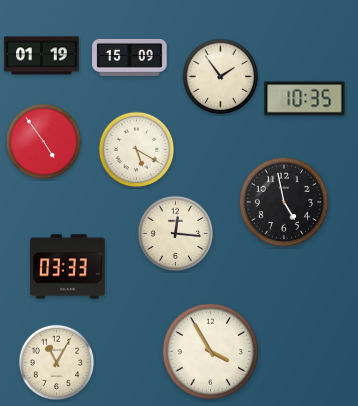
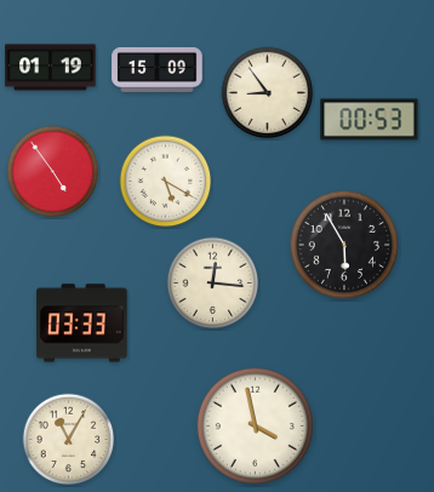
clock at (221, 77): 1:54 -> 8:54
clock at (305, 99): 10:35 -> 00:53
clock at (283, 201): 4:58 -> 5:55
clock at (210, 351): 3:55 -> 3:58
